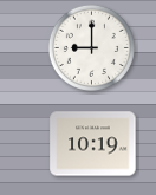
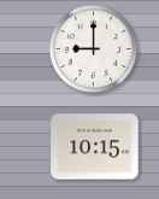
clock at (93, 144): 10:19 -> 10:15
